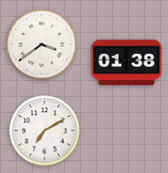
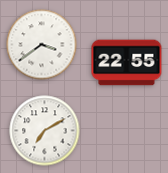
clock at (127, 63): 01:38 -> 22:55
